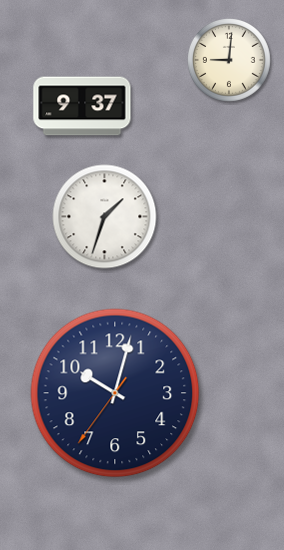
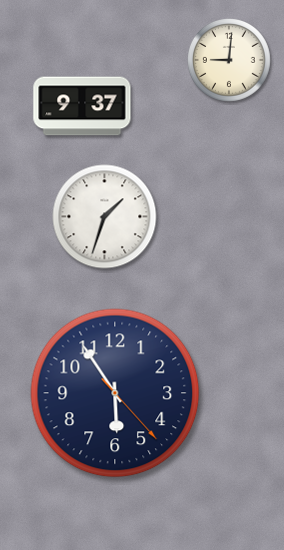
clock at (115, 393): 10:02 -> 5:54
